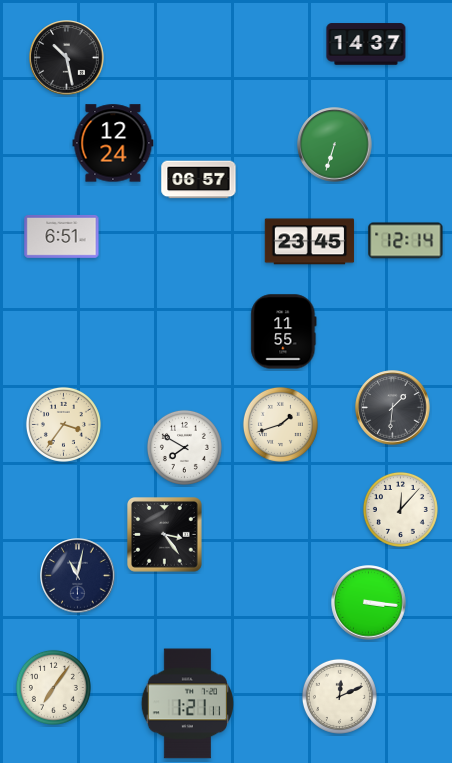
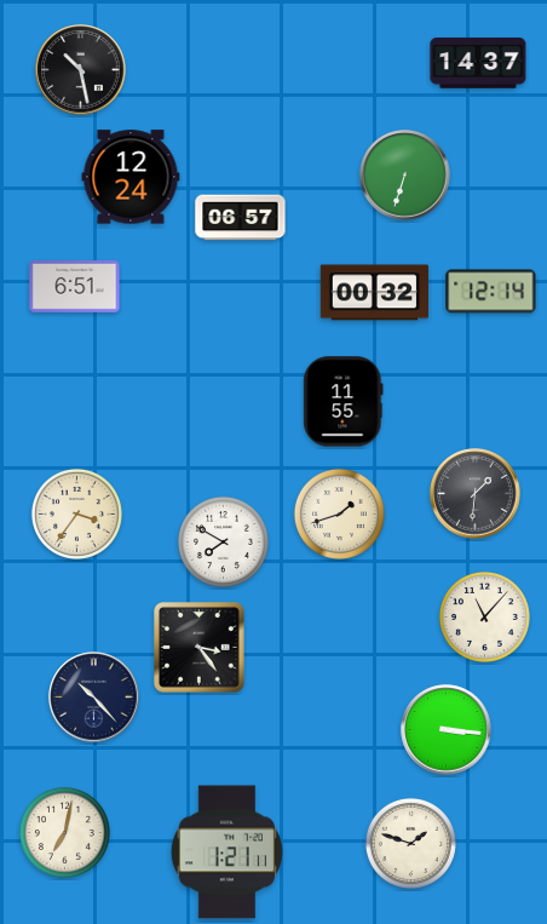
clock at (366, 44) position: (366, 44) -> (478, 63)
clock at (113, 143) position: (113, 143) -> (131, 177)
clock at (310, 242): 23:45 -> 00:32
clock at (400, 509): 12:07 -> 11:07
clock at (78, 576): 11:02 -> 10:23
clock at (53, 687): 7:06 -> 7:02
clock at (339, 696): 12:11 -> 1:48
